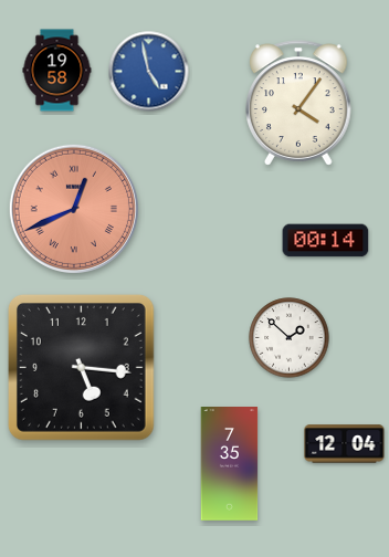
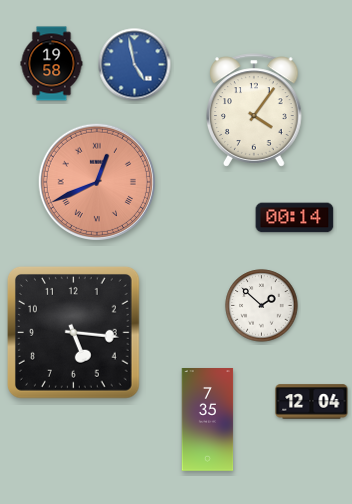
clock at (299, 103) position: (299, 103) -> (255, 110)
clock at (74, 209) position: (74, 209) -> (97, 182)
